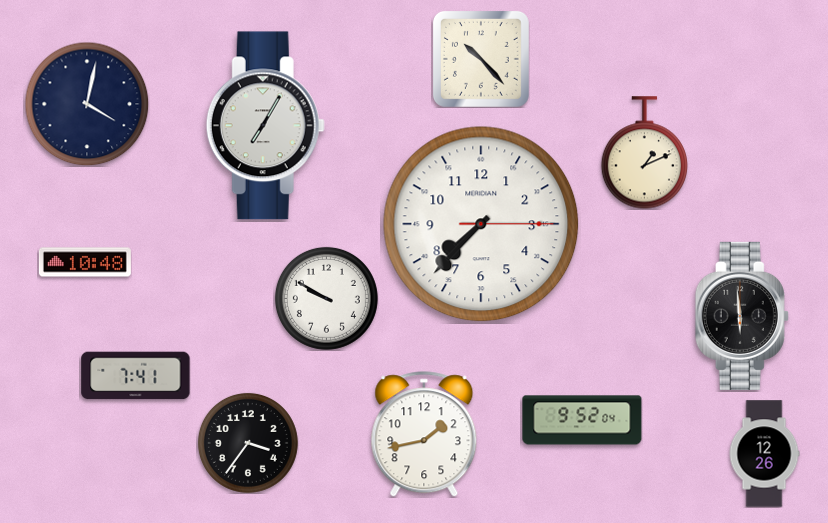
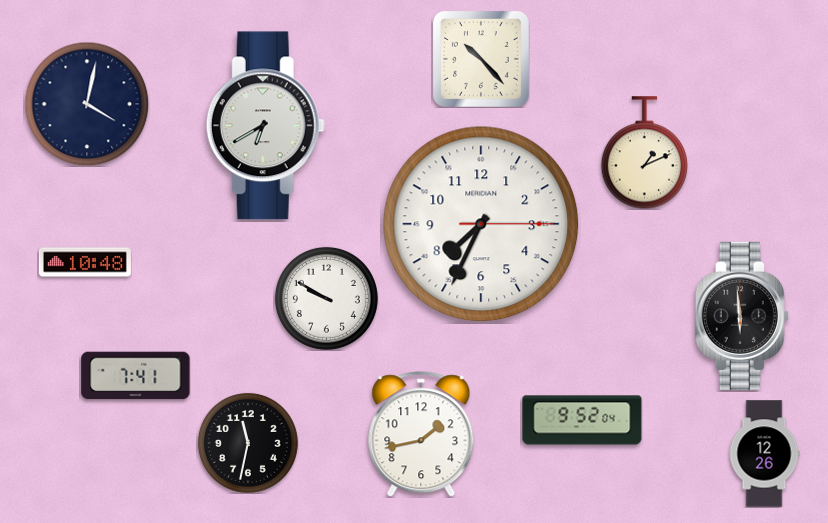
clock at (265, 126): 7:05 -> 6:40
clock at (481, 224): 7:37 -> 7:34
clock at (424, 434) position: (424, 434) -> (421, 434)
clock at (248, 443): 3:36 -> 11:32
